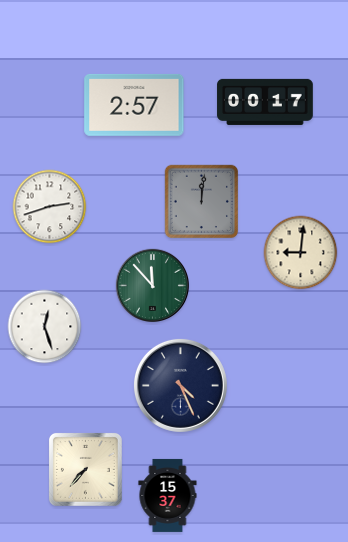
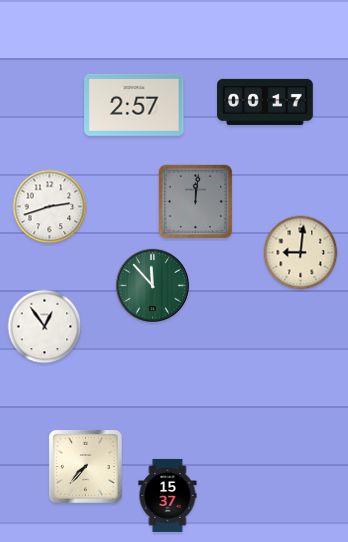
clock at (202, 202) position: (202, 202) -> (196, 202)
clock at (45, 327): 12:27 -> 12:54
clock at (180, 385): 4:26 -> none
clock at (85, 469) position: (85, 469) -> (85, 466)
